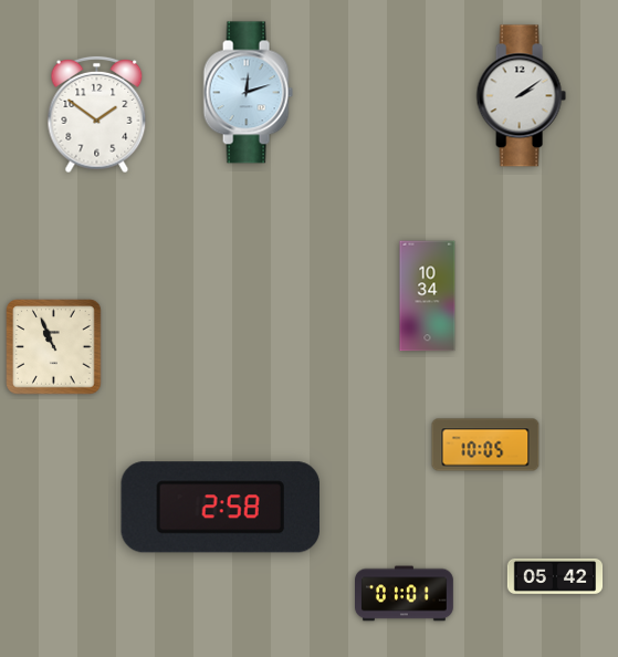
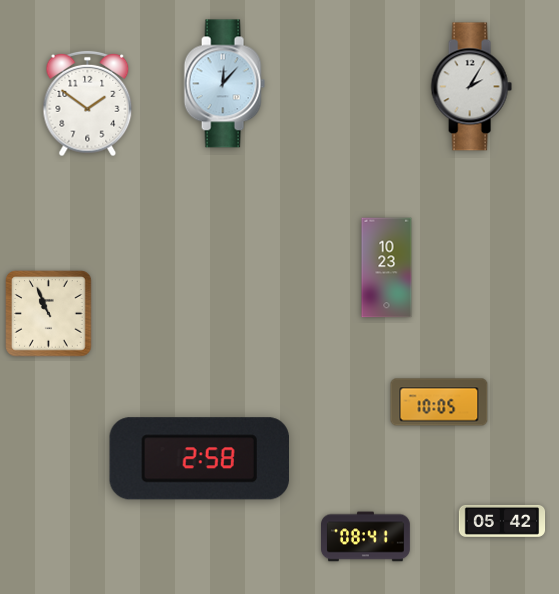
clock at (248, 93): 12:12 -> 12:07
clock at (521, 96): 2:09 -> 2:05
clock at (428, 296): 10:34 -> 10:23
clock at (405, 594): 01:01 -> 08:41
